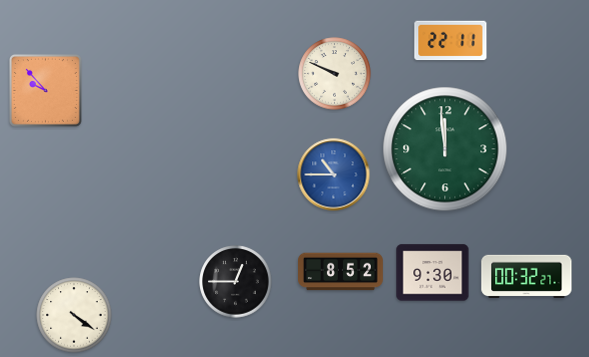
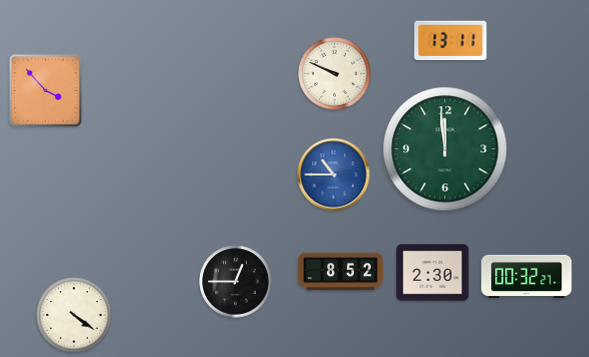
clock at (451, 41): 22:11 -> 13:11
clock at (45, 90): 9:53 -> 3:53
clock at (433, 273): 9:30 -> 2:30
